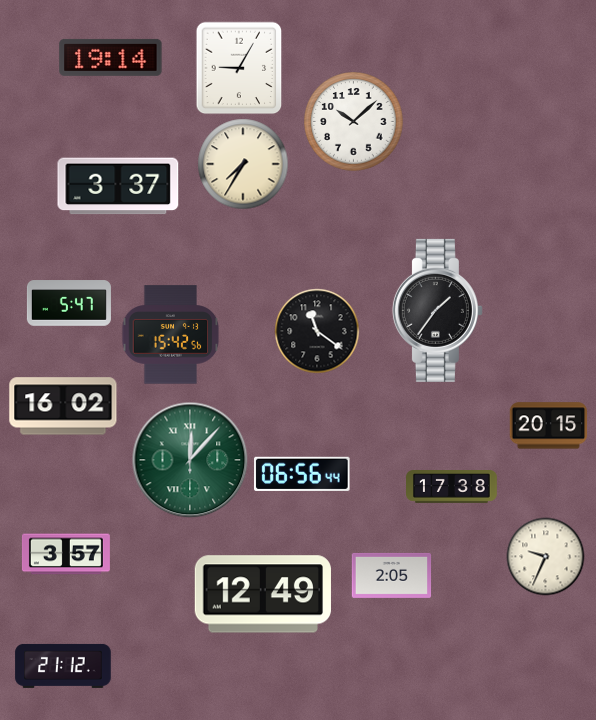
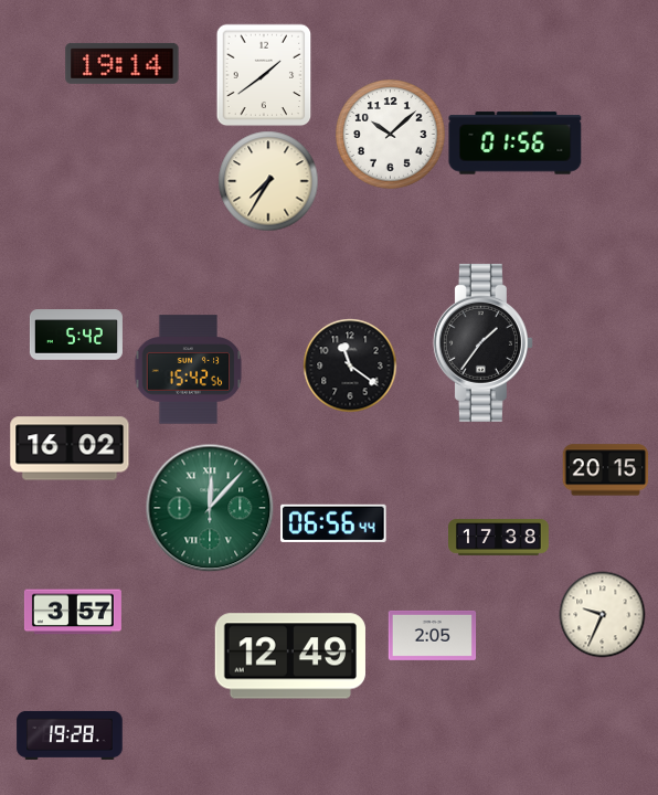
clock at (239, 68): 9:05 -> 1:39
clock at (516, 144): none -> 01:56
clock at (118, 186): 3:37 -> none
clock at (69, 303): 5:47 -> 5:42
clock at (63, 666): 21:12 -> 19:28
